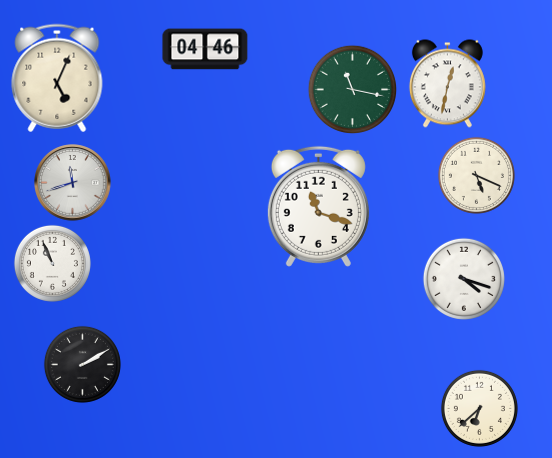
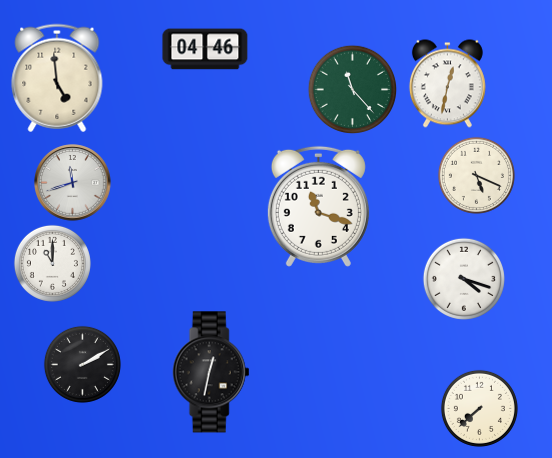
clock at (57, 78): 5:04 -> 4:59
clock at (352, 89): 11:17 -> 11:23
clock at (52, 263): 10:56 -> 11:00
clock at (211, 372): none -> 12:32
clock at (479, 408): 6:38 -> 7:38
